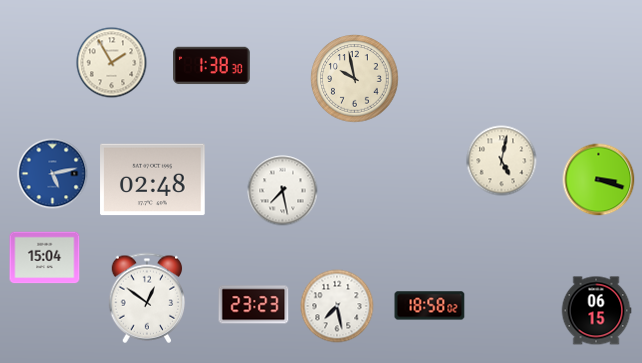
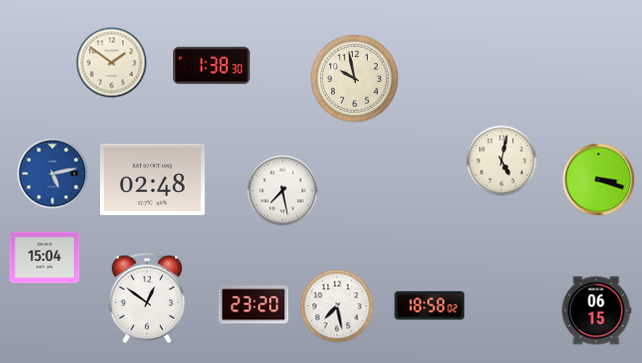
clock at (112, 63): 1:55 -> 1:51
clock at (254, 305): 23:23 -> 23:20
